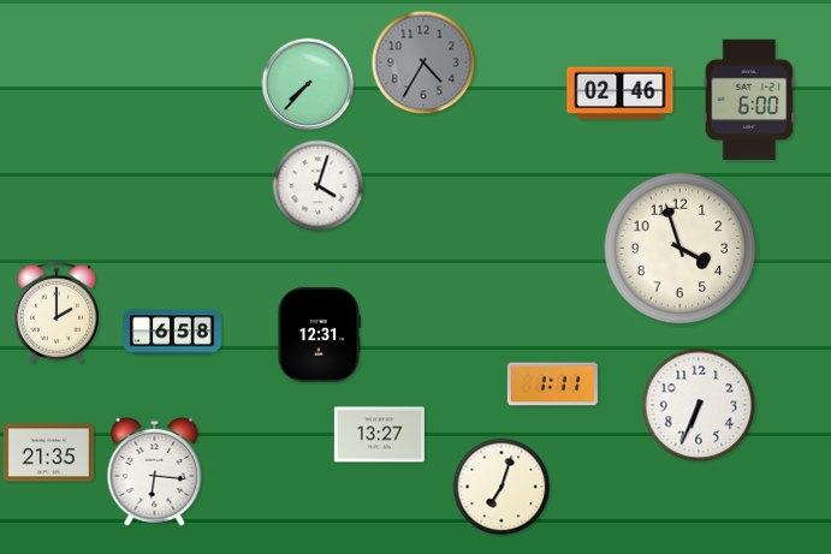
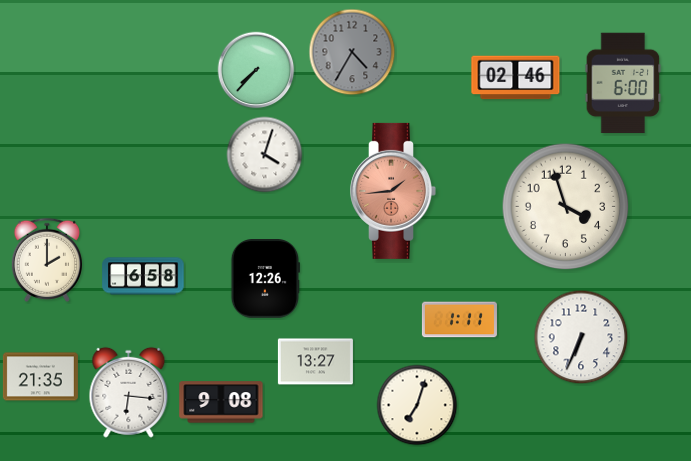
clock at (393, 191): none -> 1:44
clock at (319, 335): 12:31 -> 12:26
clock at (221, 402): none -> 9:08
